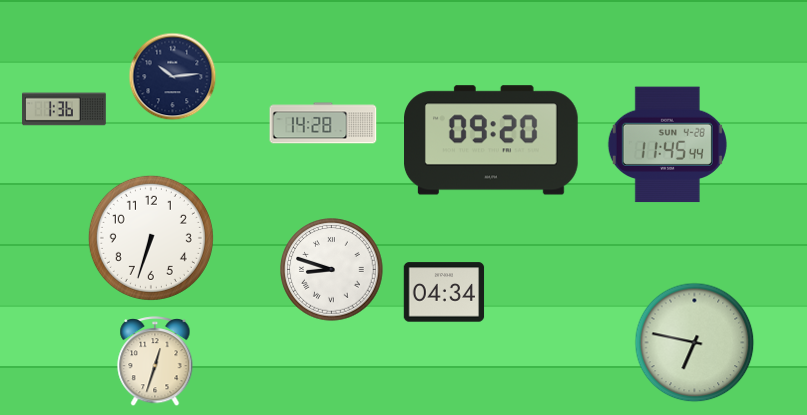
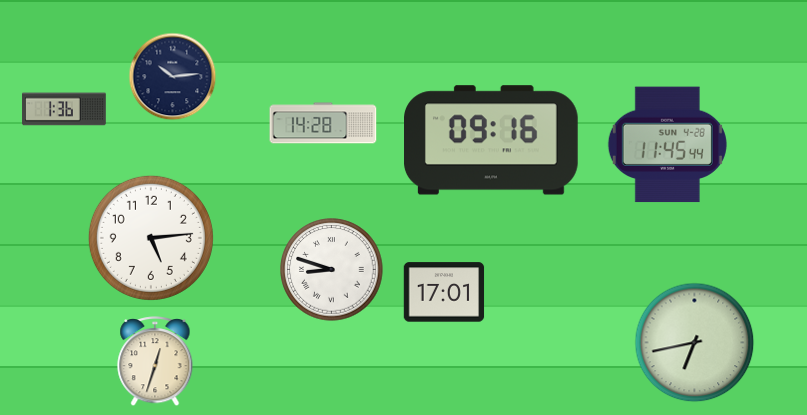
clock at (492, 140): 09:20 -> 09:16
clock at (151, 238): 6:33 -> 5:14
clock at (444, 292): 04:34 -> 17:01
clock at (695, 343): 6:47 -> 6:43
